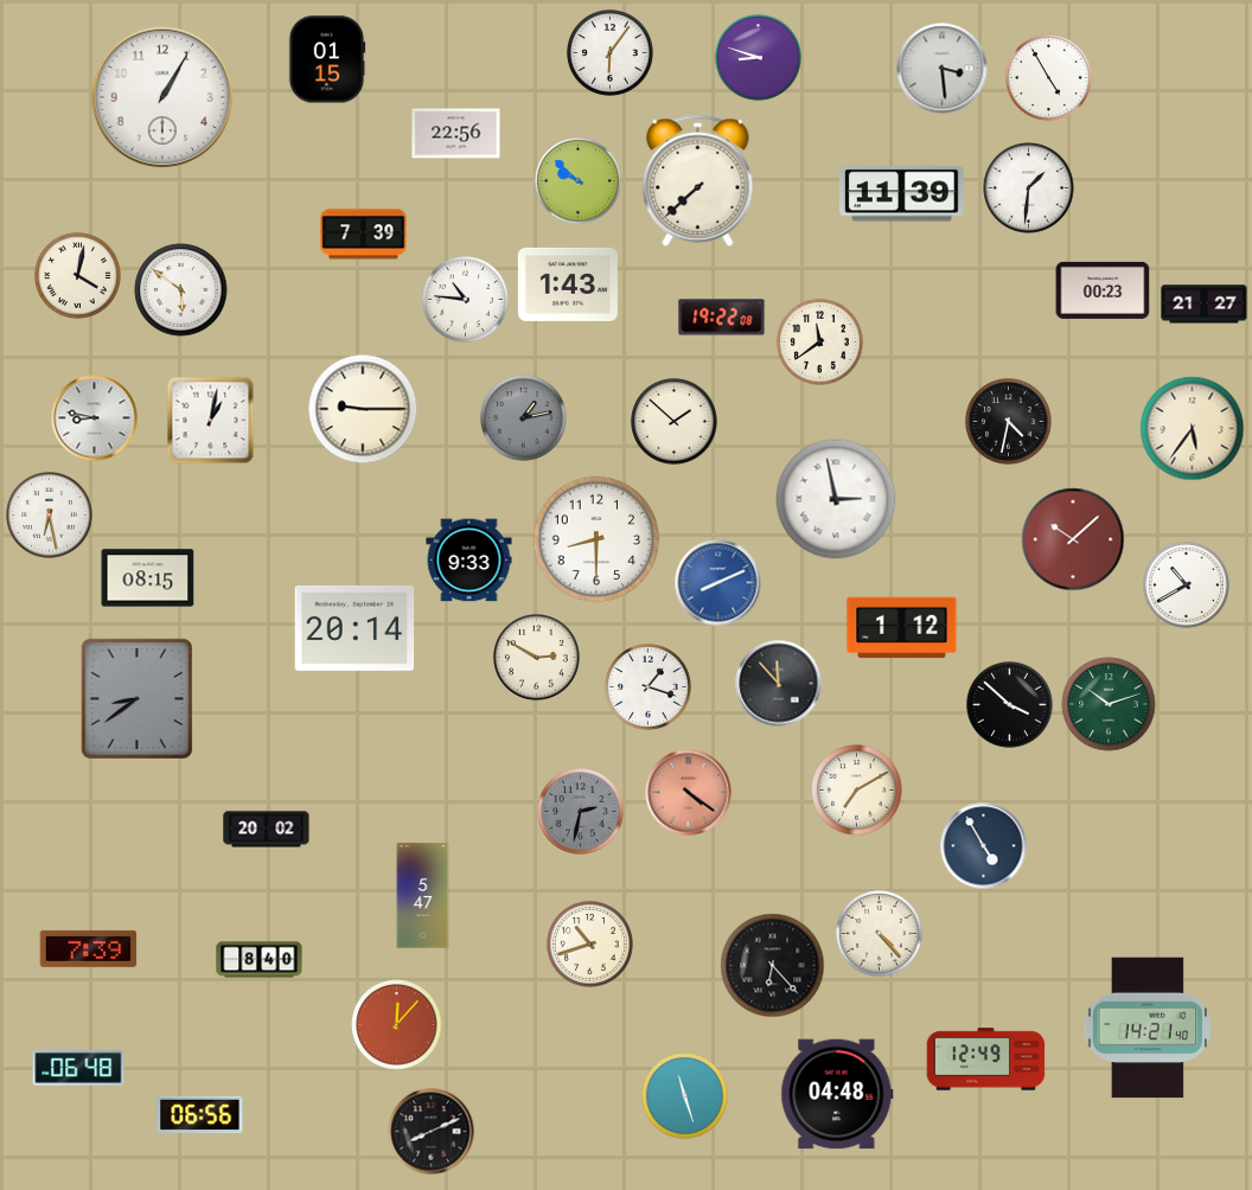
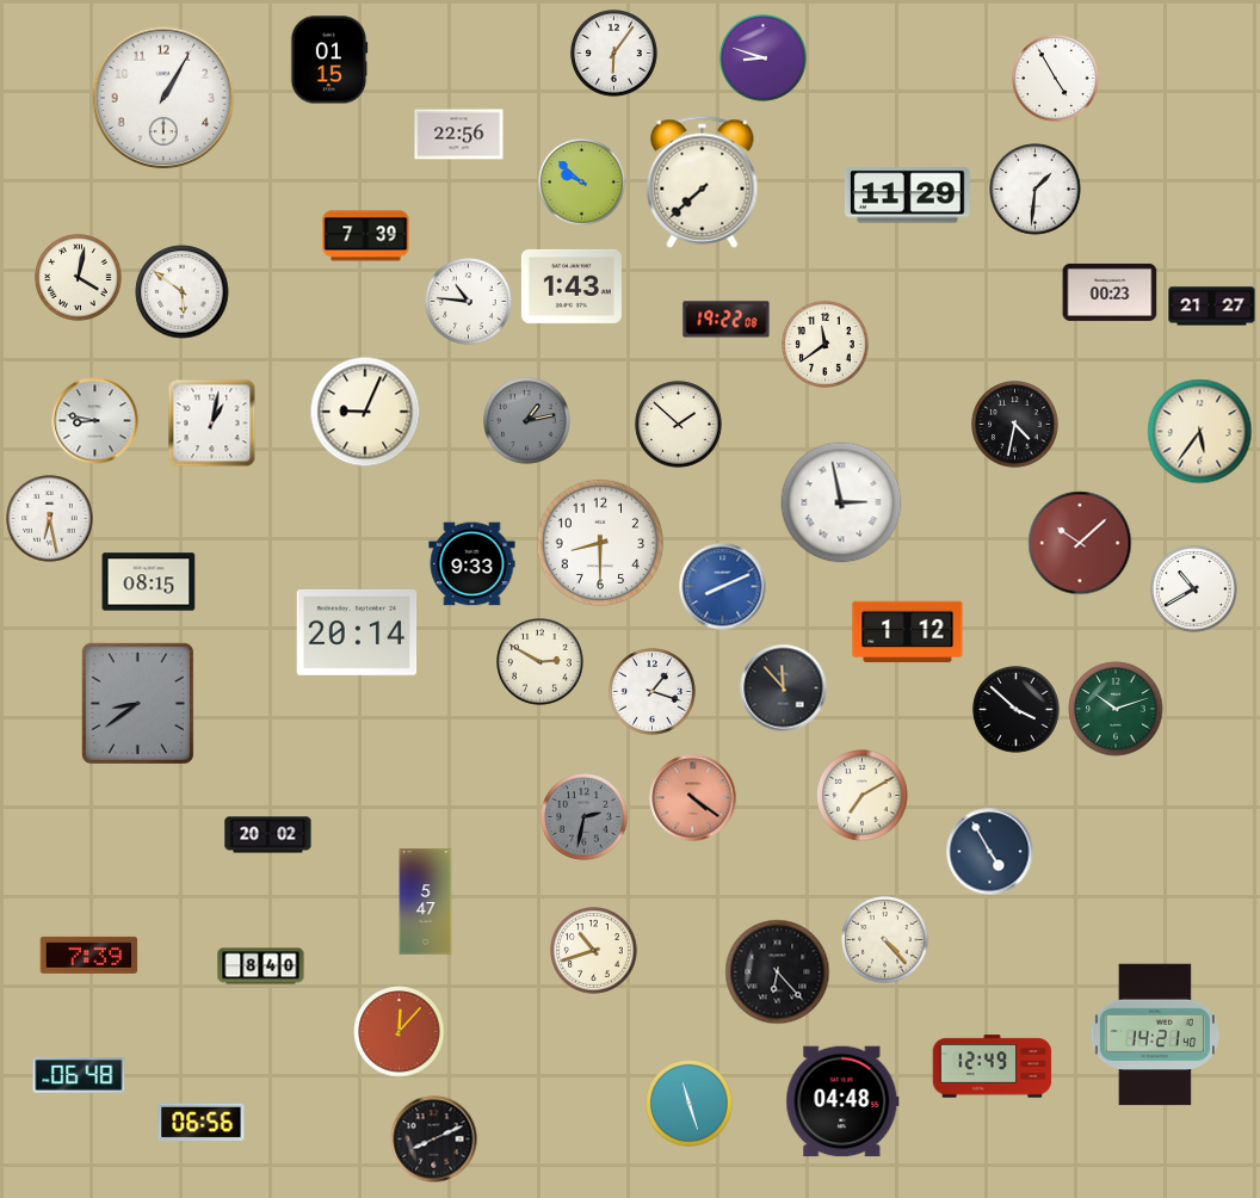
clock at (943, 69): 3:29 -> none
clock at (901, 194): 11:39 -> 11:29
clock at (363, 409): 9:15 -> 9:04
